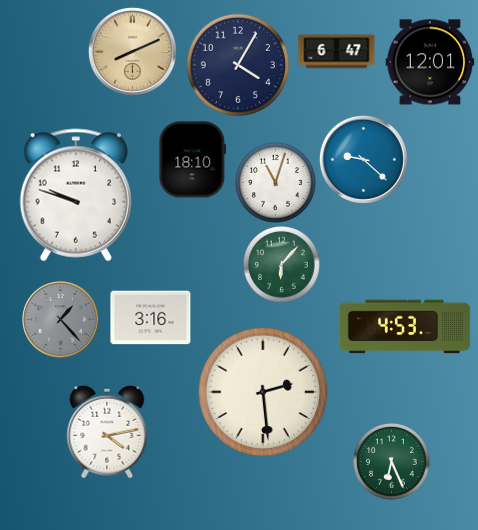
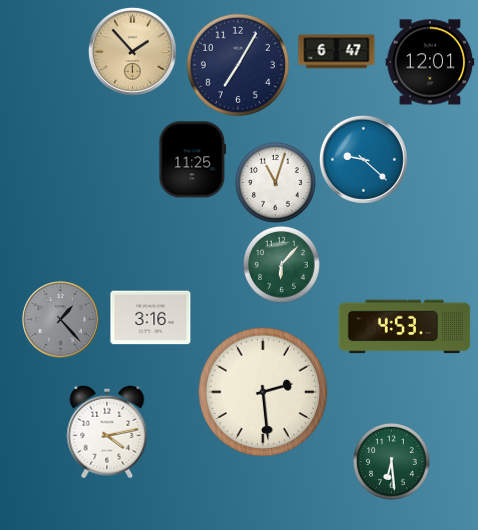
clock at (132, 51): 8:11 -> 1:53
clock at (238, 65): 4:05 -> 7:05
clock at (193, 160): 18:10 -> 11:25
clock at (76, 195): 9:48 -> none
clock at (392, 462): 6:26 -> 6:29
